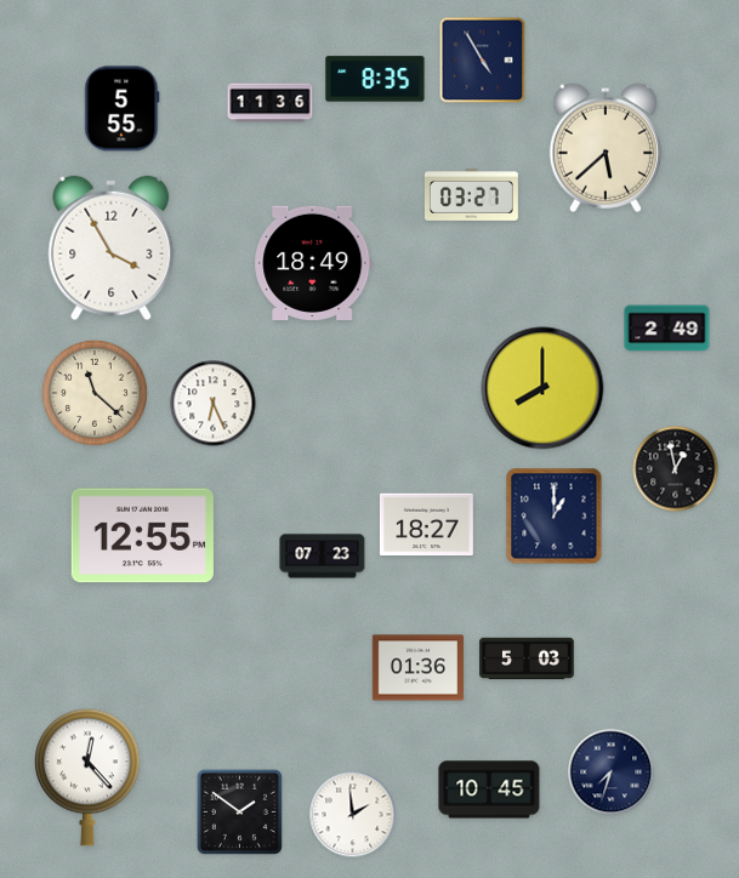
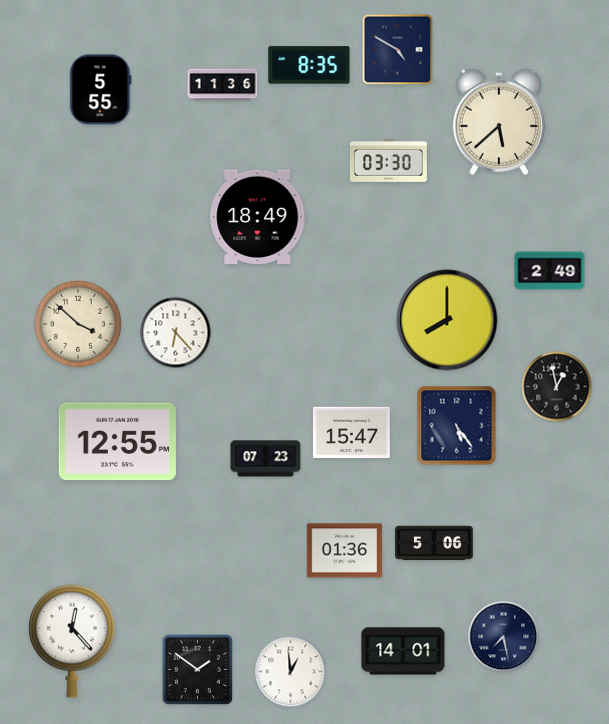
clock at (483, 61): 4:55 -> 4:50
clock at (471, 195): 03:27 -> 03:30
clock at (112, 249): 3:55 -> none
clock at (95, 393): 11:22 -> 3:52
clock at (214, 404): 6:26 -> 6:23
clock at (555, 517): 1:00 -> 5:24
clock at (426, 525): 18:27 -> 15:47
clock at (527, 658): 5:03 -> 5:06
clock at (612, 772): 7:33 -> 7:28
clock at (489, 789): 10:45 -> 14:01
clock at (353, 815): 1:59 -> 12:59
